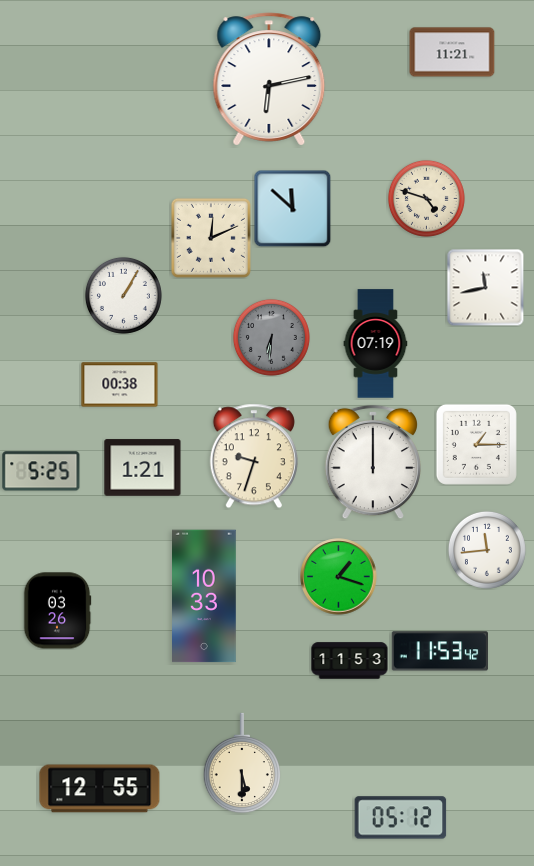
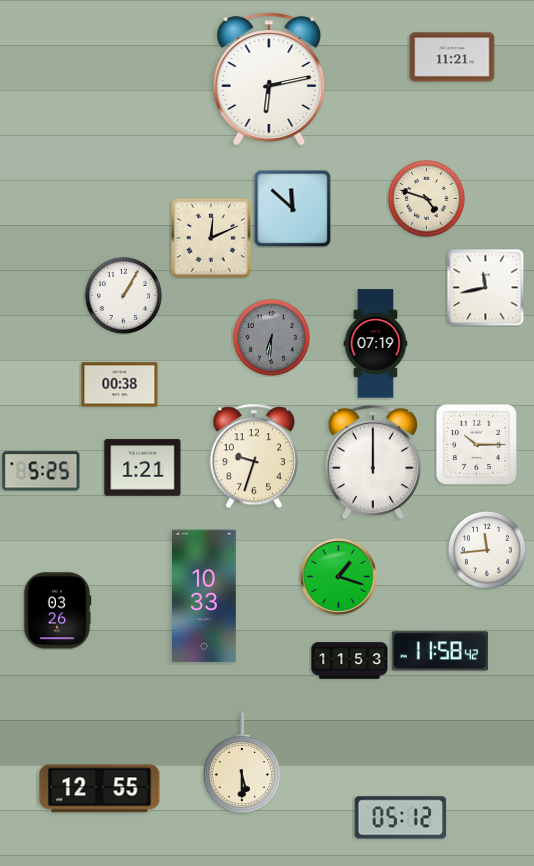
clock at (452, 52) position: (452, 52) -> (452, 57)
clock at (476, 444): 1:15 -> 10:15
clock at (440, 651): 11:53 -> 11:58
